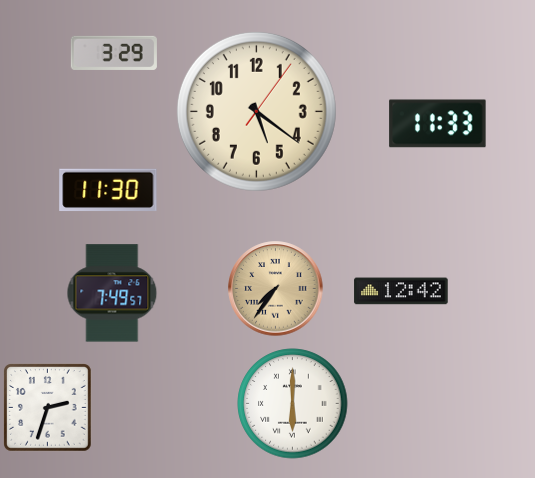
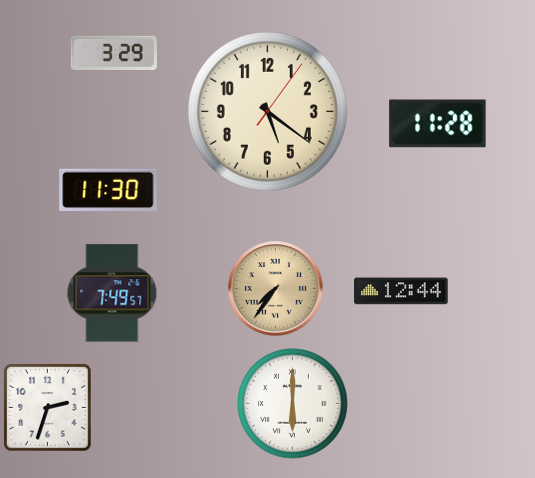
clock at (256, 111) position: (256, 111) -> (267, 111)
clock at (438, 124): 11:33 -> 11:28
clock at (401, 291): 12:42 -> 12:44
